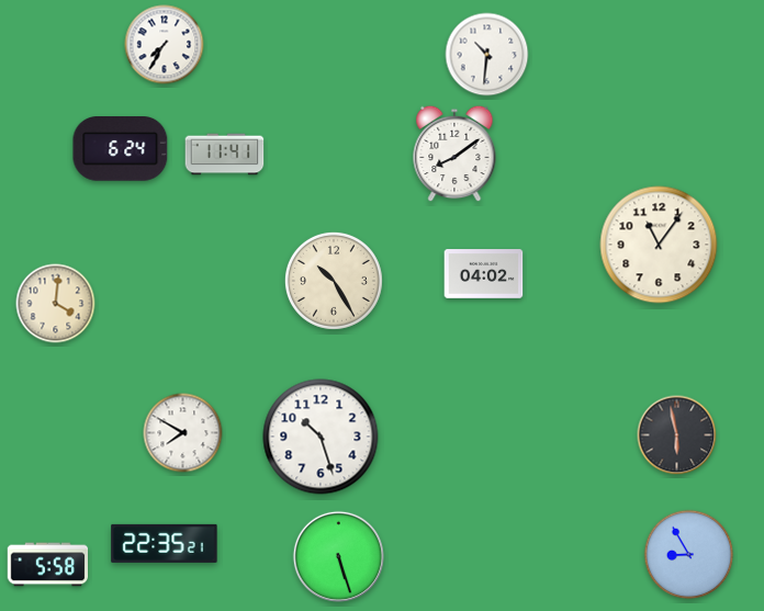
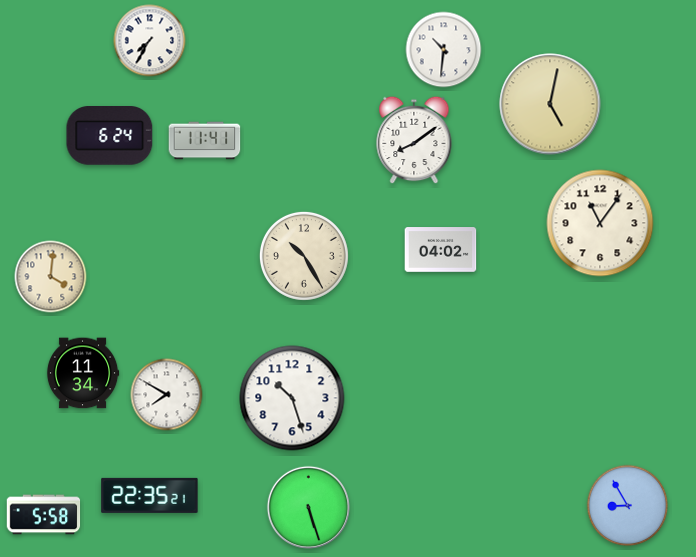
clock at (550, 104): none -> 5:02
clock at (83, 373): none -> 11:34
clock at (677, 435): 5:58 -> none
